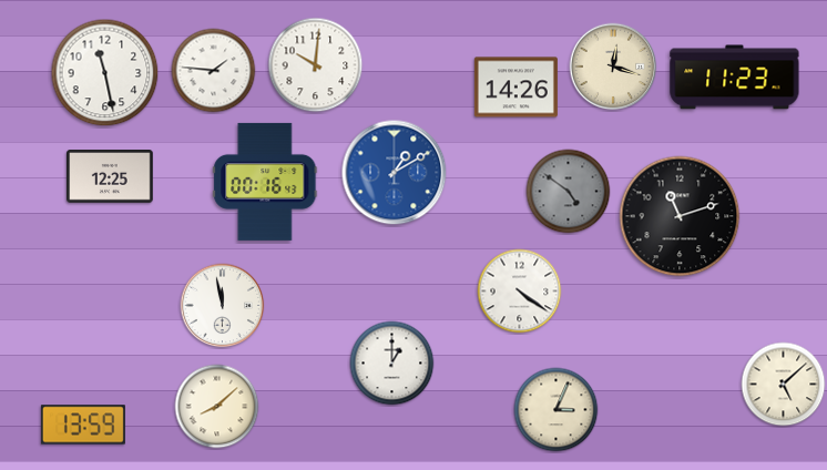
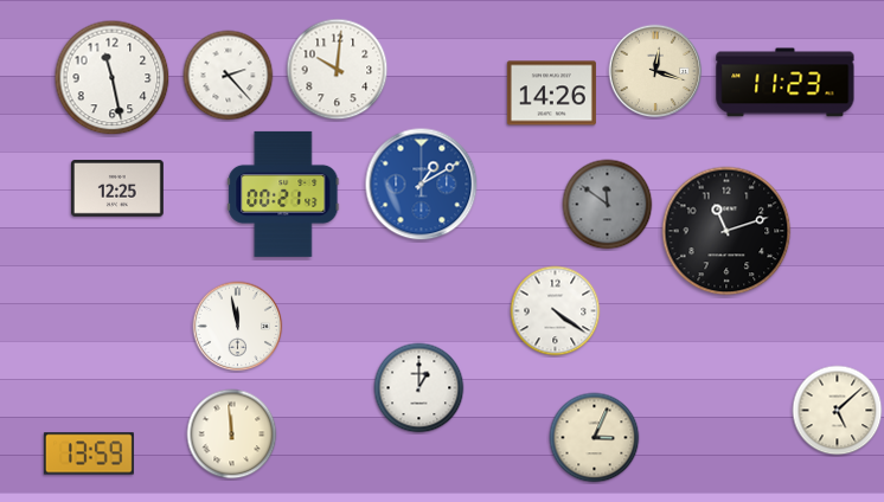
clock at (214, 71): 1:46 -> 2:23
clock at (265, 182): 00:16 -> 00:21
clock at (569, 192): 4:51 -> 11:51
clock at (217, 407): 8:08 -> 11:59
